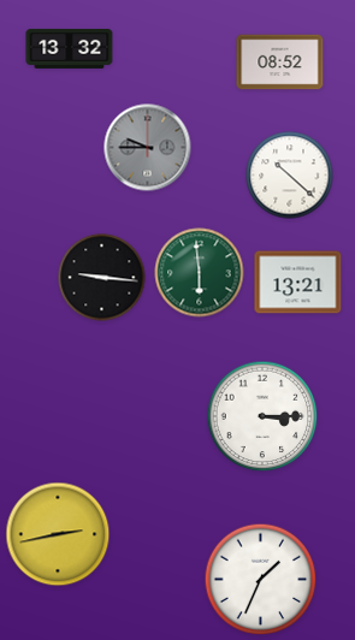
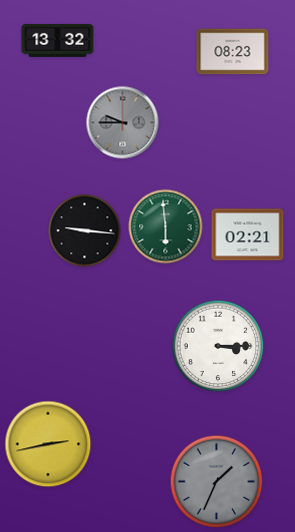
clock at (280, 63): 08:52 -> 08:23
clock at (290, 176): 10:22 -> none
clock at (298, 283): 13:21 -> 02:21
clock at (261, 580) dial: white -> grey
